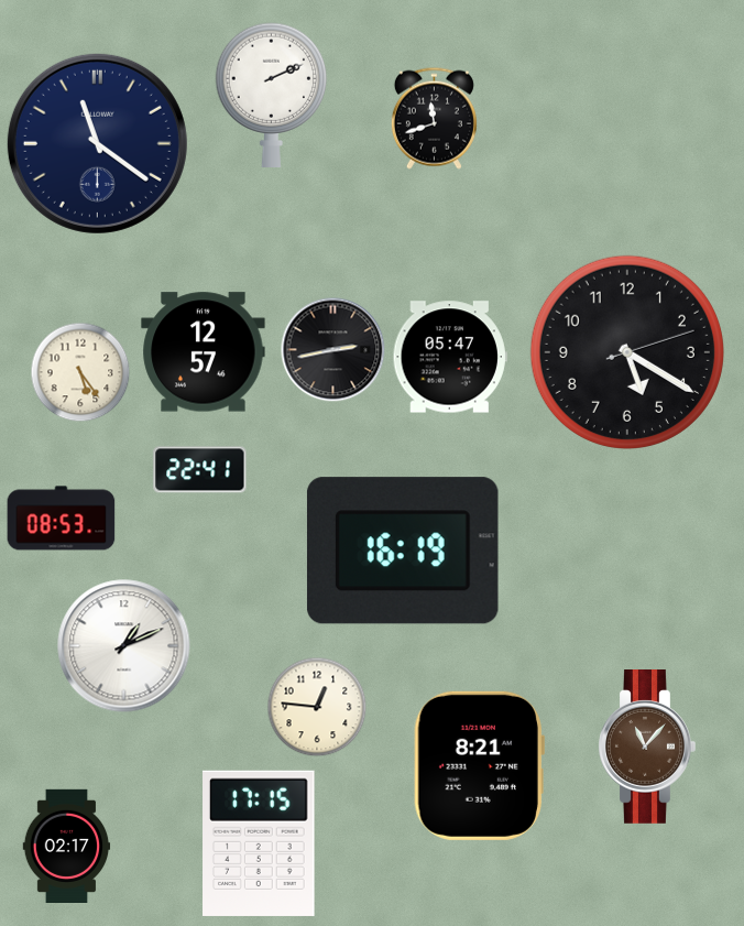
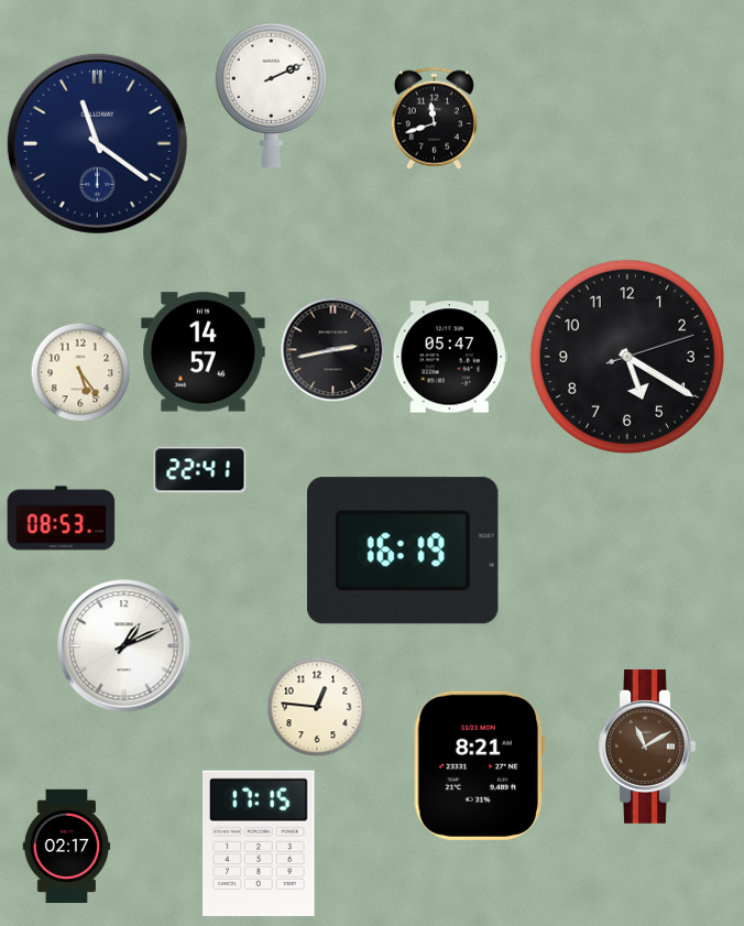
clock at (204, 352): 12:57 -> 14:57
clock at (627, 352) position: (627, 352) -> (627, 357)
clock at (647, 748): 11:07 -> 11:10
